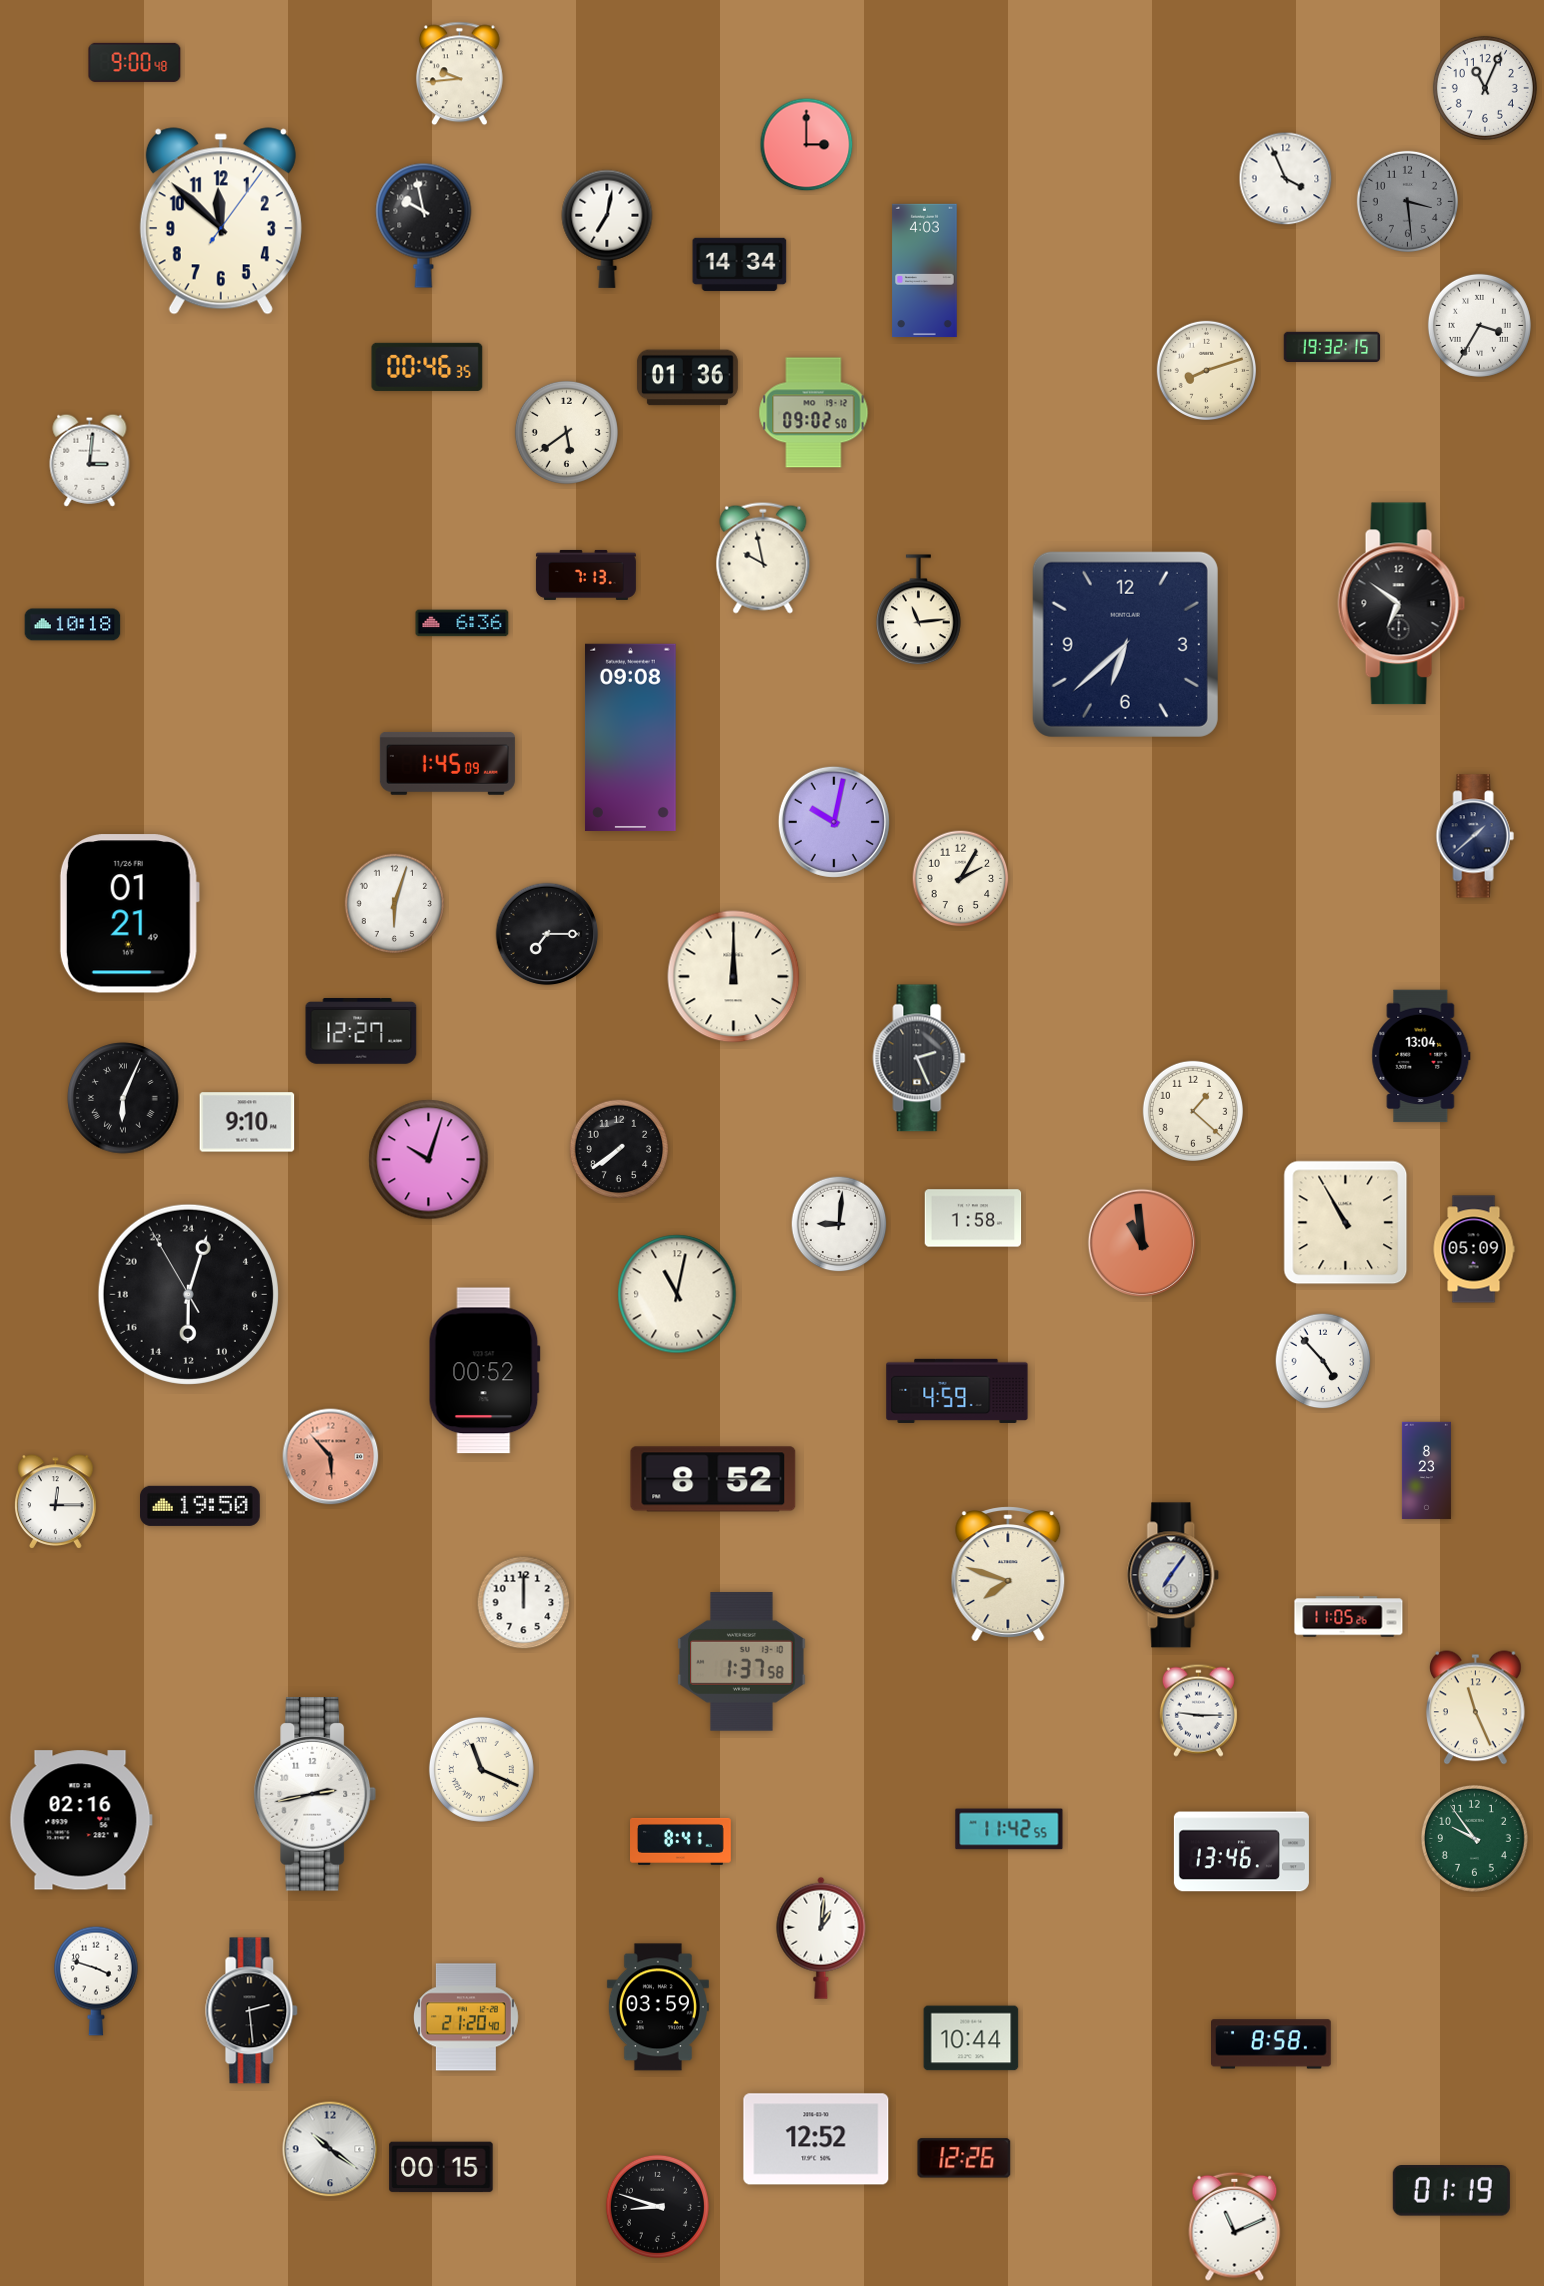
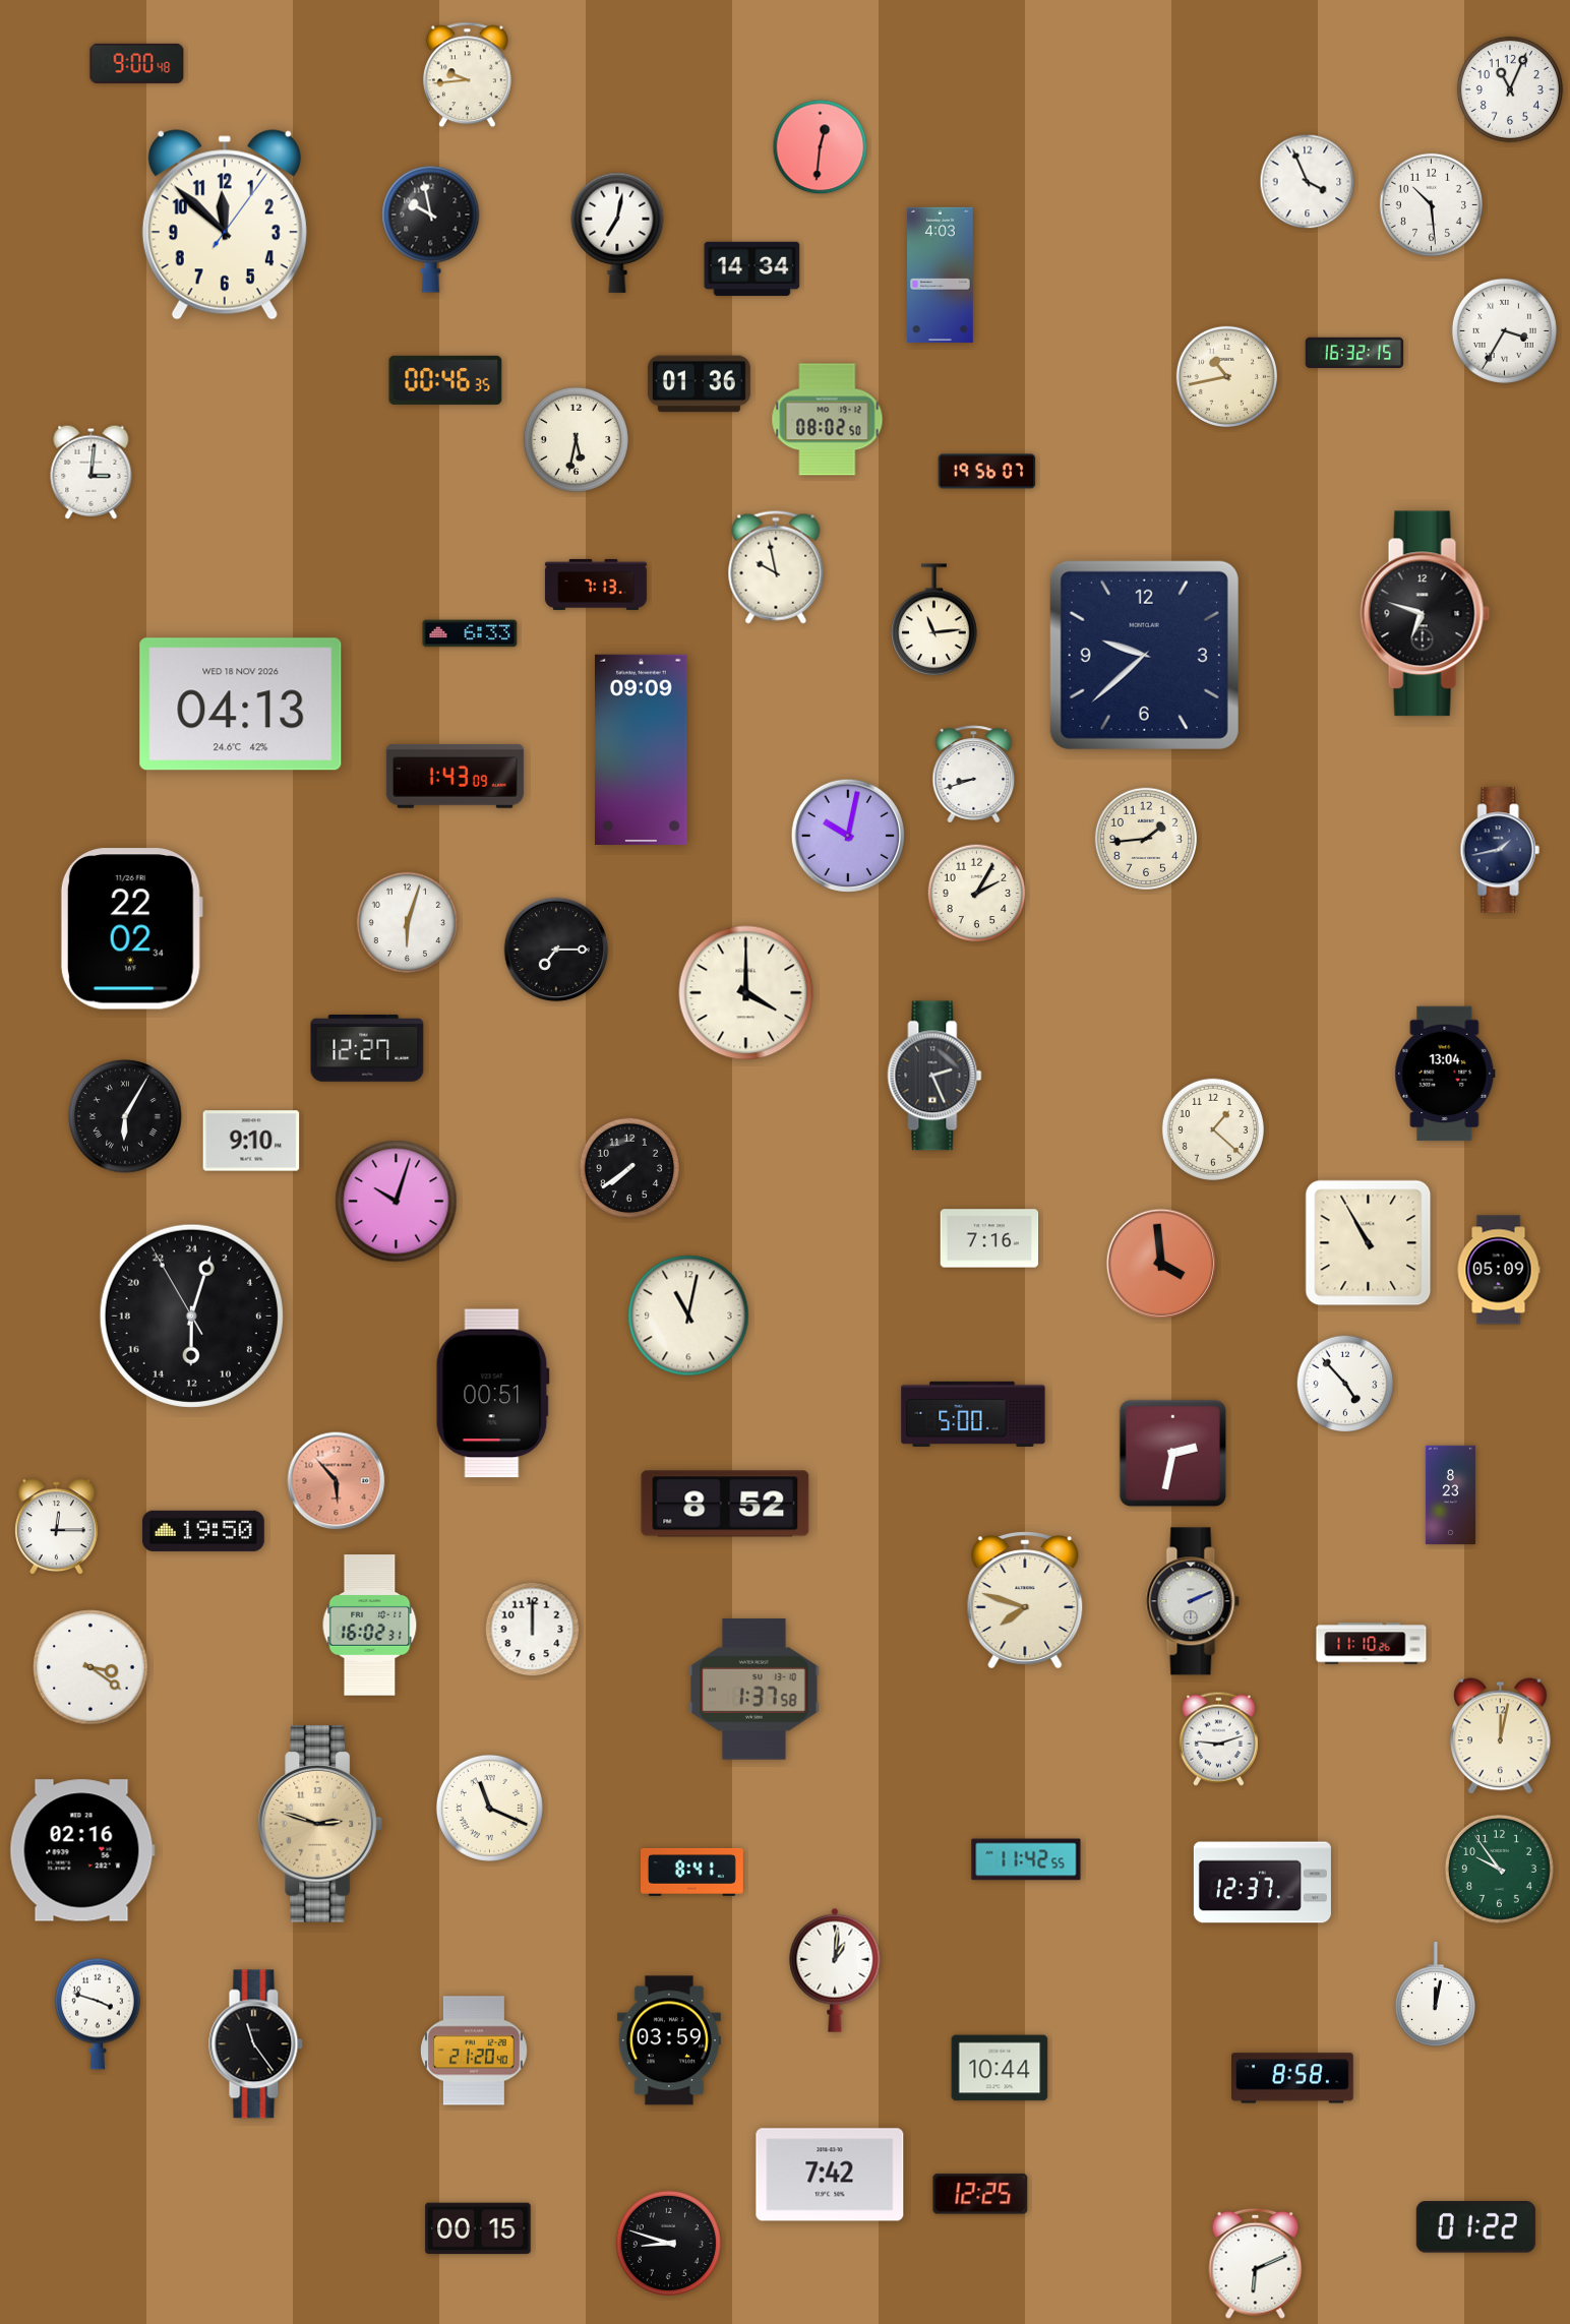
clock at (807, 145): 3:00 -> 12:31
clock at (1407, 201): 3:29 -> 10:29
clock at (1407, 201) dial: grey -> white
clock at (1332, 346): 19:32 -> 16:32
clock at (427, 367) position: (427, 367) -> (445, 380)
clock at (1206, 370): 8:12 -> 10:43
clock at (814, 413): 09:02 -> 08:02
clock at (566, 432): 5:39 -> 5:32
clock at (90, 460) position: (90, 460) -> (92, 472)
clock at (987, 472): none -> 19:56
clock at (1402, 604): 6:51 -> 6:48
clock at (462, 623): 6:36 -> 6:33
clock at (73, 625): 10:18 -> none
clock at (1125, 644): 6:38 -> 9:38
clock at (241, 705): none -> 04:13
clock at (630, 737): 09:08 -> 09:09
clock at (974, 775): none -> 8:42
clock at (447, 763): 1:45 -> 1:43
clock at (1146, 839): none -> 1:44
clock at (1475, 836): 1:38 -> 1:43
clock at (394, 903) position: (394, 903) -> (407, 922)
clock at (129, 914): 01:21 -> 22:02
clock at (734, 977): 12:00 -> 4:00
clock at (123, 1098): 6:04 -> 6:05
clock at (429, 1160) position: (429, 1160) -> (397, 1202)
clock at (973, 1218): 1:58 -> 7:16
clock at (839, 1224): 9:01 -> none
clock at (1141, 1242): 10:59 -> 3:59
clock at (484, 1371): 00:52 -> 00:51
clock at (957, 1391): 4:59 -> 5:00
clock at (1173, 1454): none -> 2:32
clock at (1173, 1575): 7:06 -> 2:11
clock at (370, 1626): none -> 16:02
clock at (1349, 1617): 11:05 -> 11:10
clock at (90, 1667): none -> 3:21
clock at (1476, 1708): 11:26 -> 12:02
clock at (1198, 1710): 9:15 -> 9:12
clock at (481, 1769) position: (481, 1769) -> (489, 1808)
clock at (315, 1794): 2:43 -> 2:48
clock at (315, 1794) dial: white -> champagne
clock at (1241, 1852): 13:46 -> 12:37
clock at (1435, 1995): none -> 12:02
clock at (252, 2011): 2:29 -> 11:24
clock at (971, 2038) position: (971, 2038) -> (1000, 2068)
clock at (816, 2139): 12:52 -> 7:42
clock at (330, 2149): 10:21 -> none
clock at (964, 2158): 12:26 -> 12:25
clock at (441, 2167) position: (441, 2167) -> (478, 2228)
clock at (1451, 2191): 01:19 -> 01:22
clock at (1235, 2226): 11:11 -> 6:11
